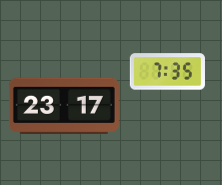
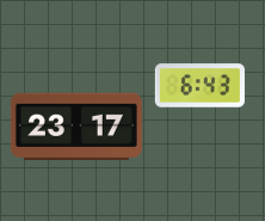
clock at (167, 72): 7:35 -> 6:43
